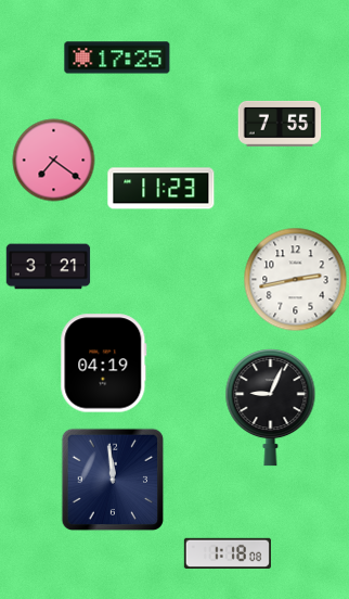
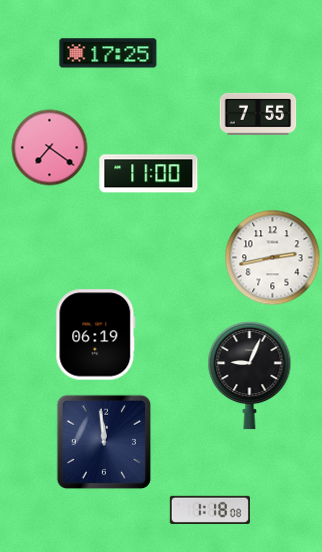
clock at (161, 189): 11:23 -> 11:00
clock at (49, 267): 3:21 -> none
clock at (104, 364): 04:19 -> 06:19
